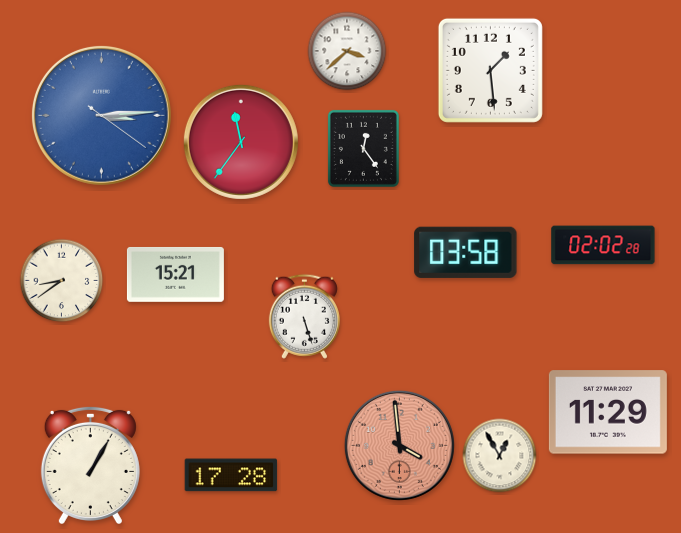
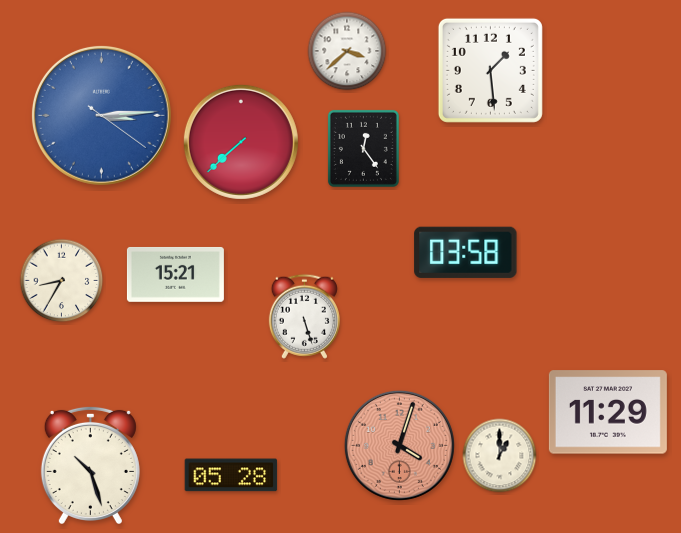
clock at (241, 142): 11:36 -> 7:38
clock at (603, 245): 02:02 -> none
clock at (62, 281): 8:39 -> 8:35
clock at (399, 445): 3:59 -> 4:03
clock at (500, 456): 12:55 -> 1:00
clock at (90, 465): 1:05 -> 10:27
clock at (231, 475): 17:28 -> 05:28
